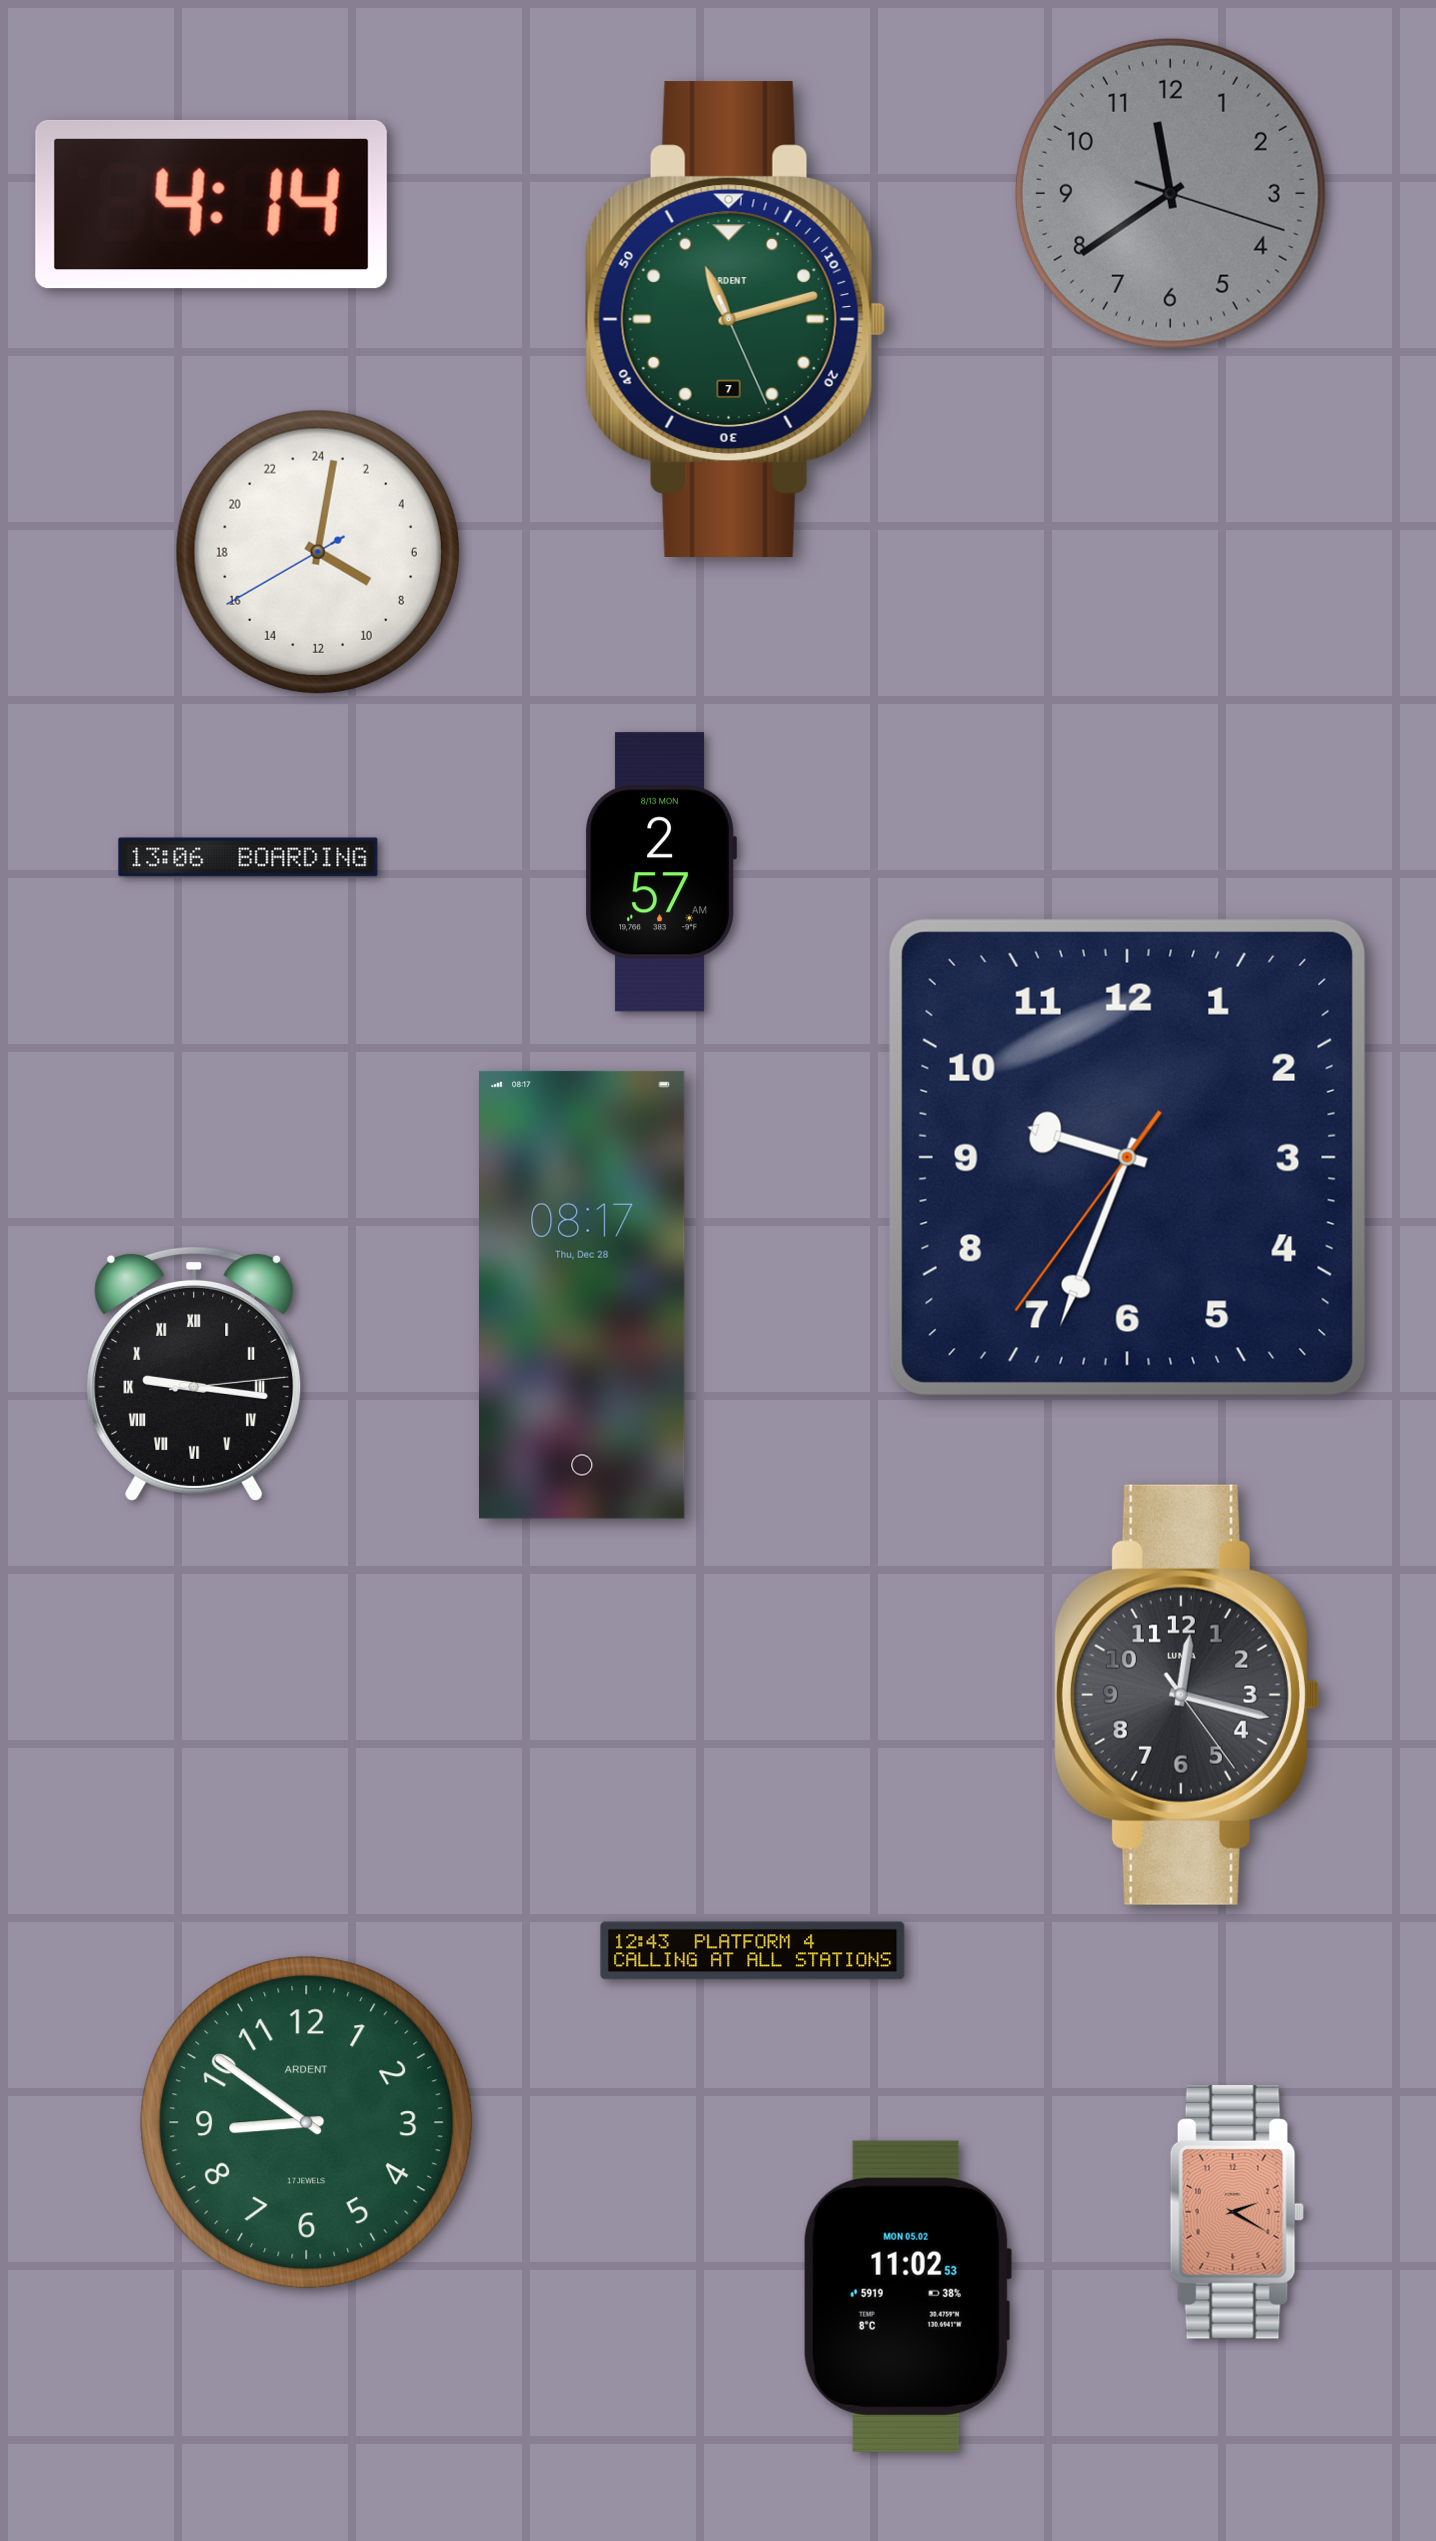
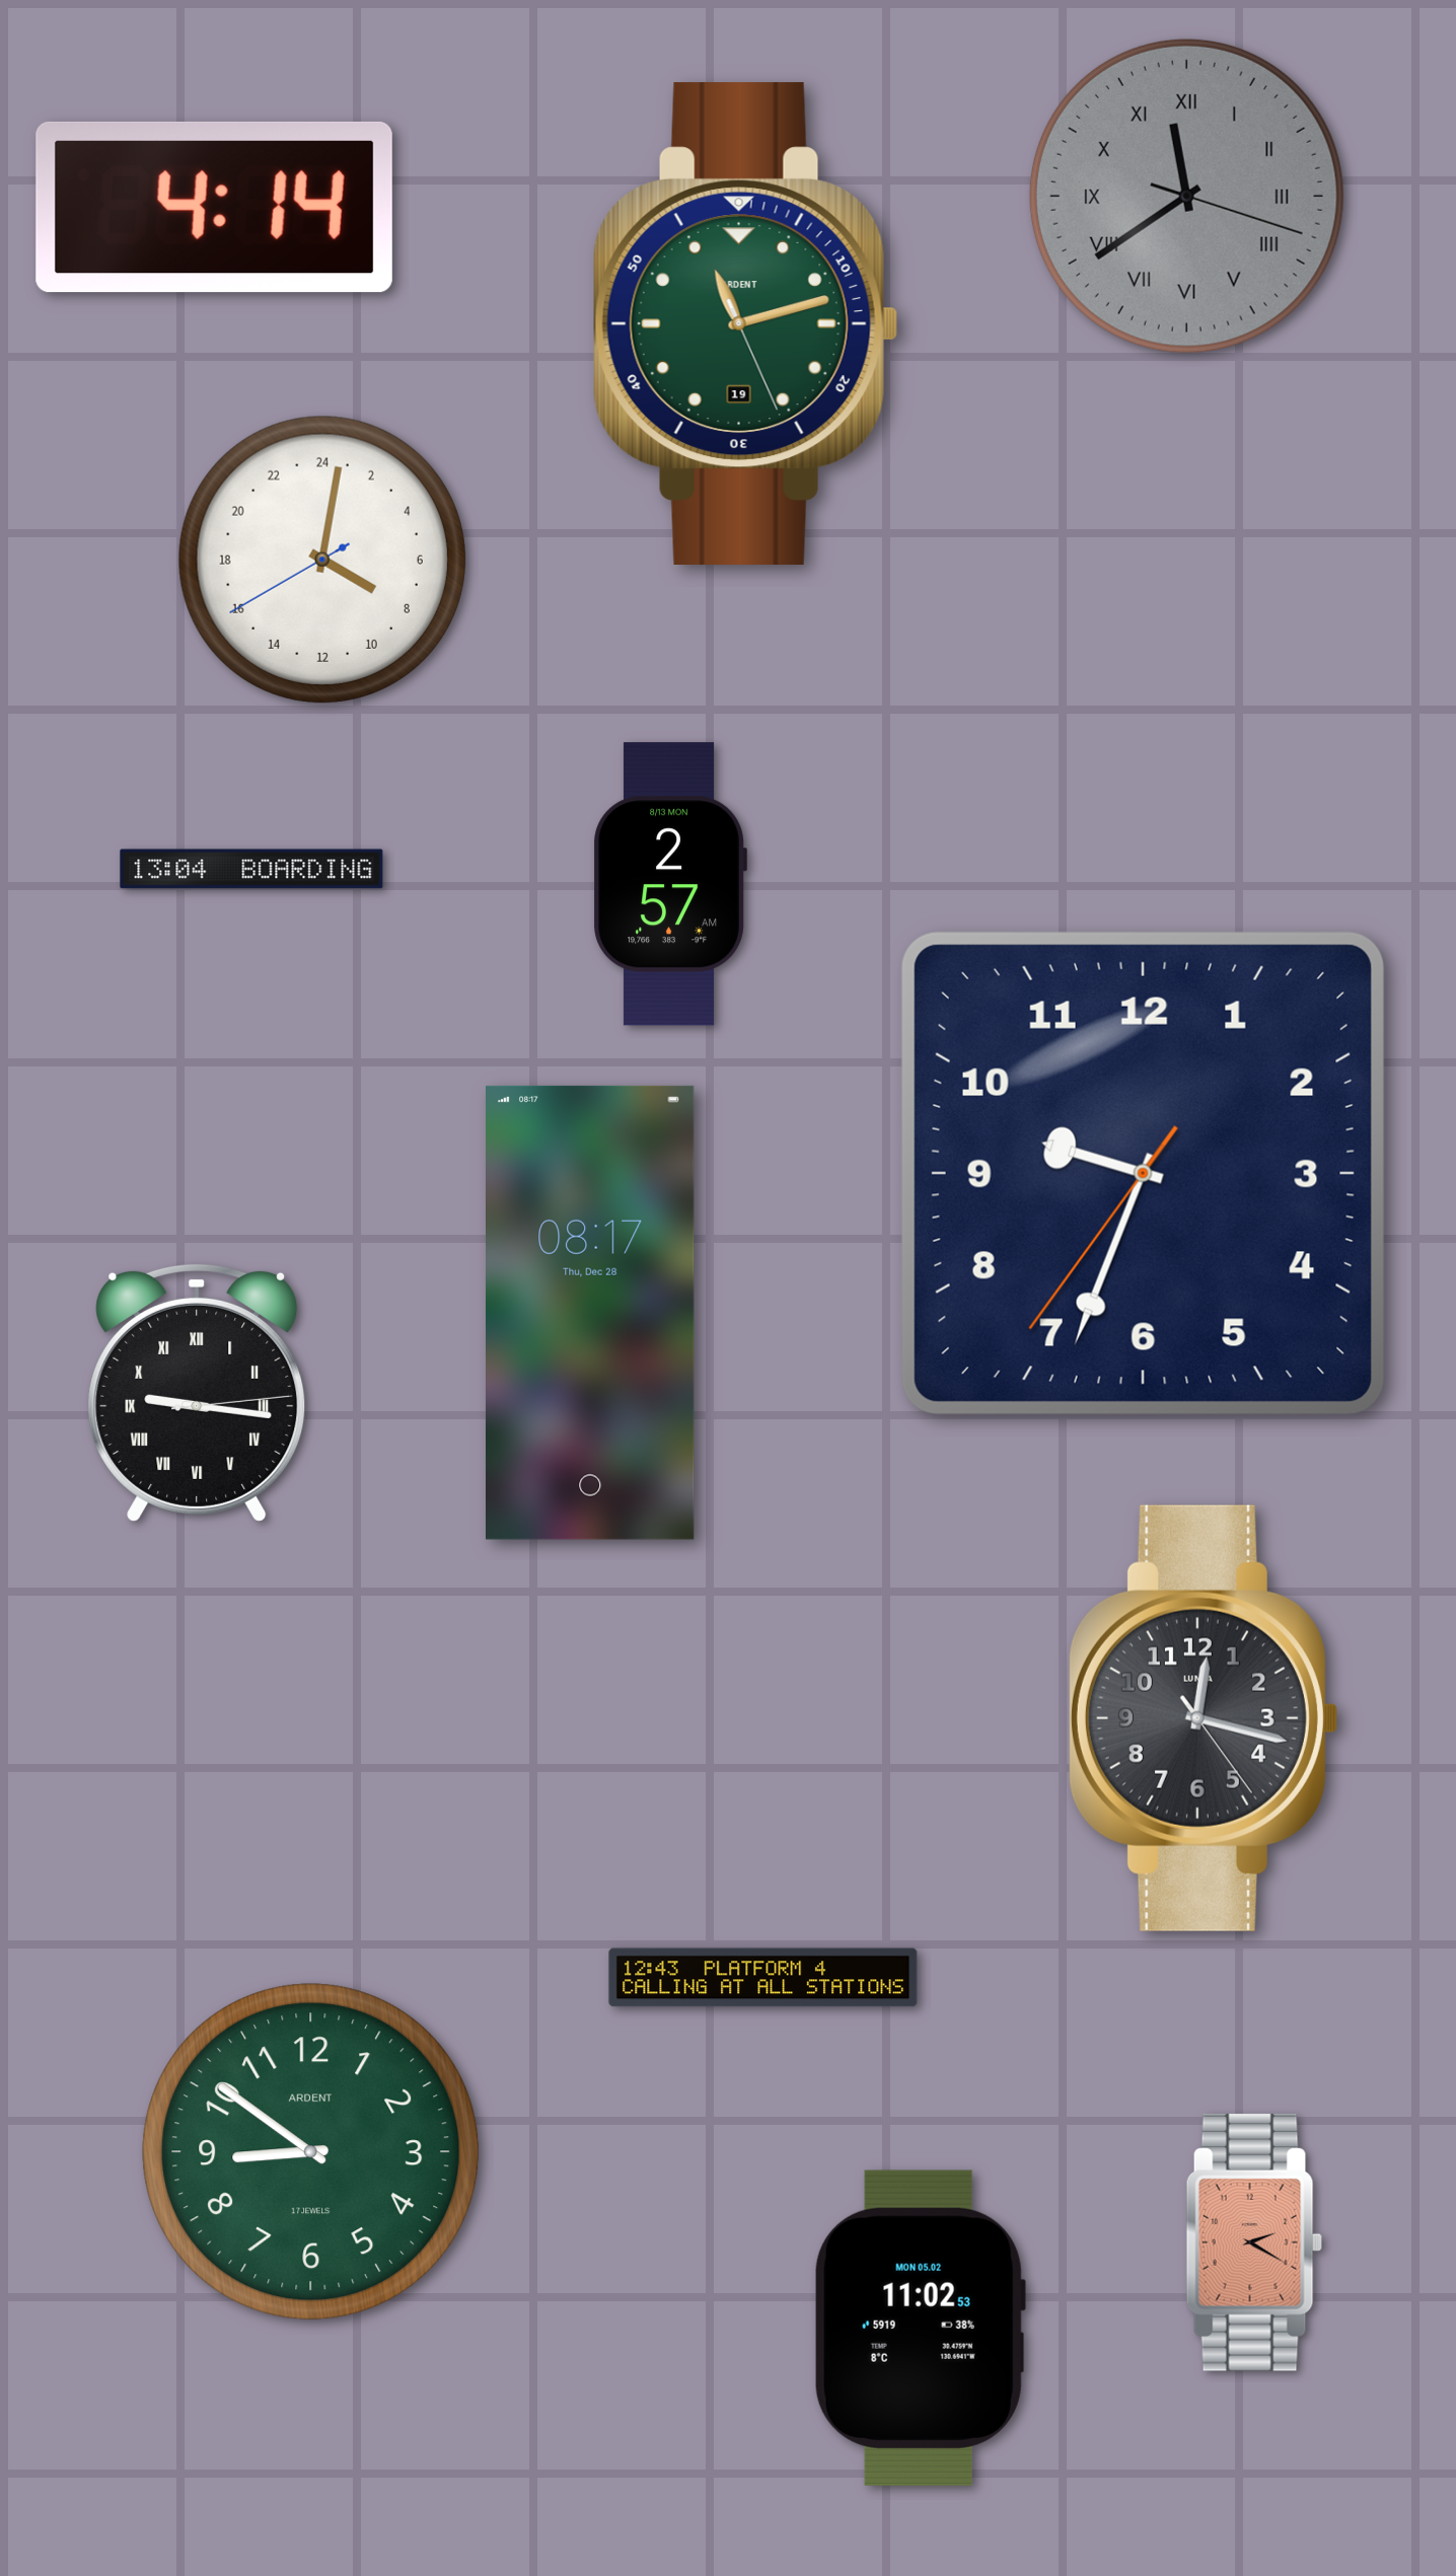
clock at (1170, 193) numerals: Arabic -> Roman
clock at (735, 319) date: 7 -> 19
clock at (248, 857): 13:06 -> 13:04
